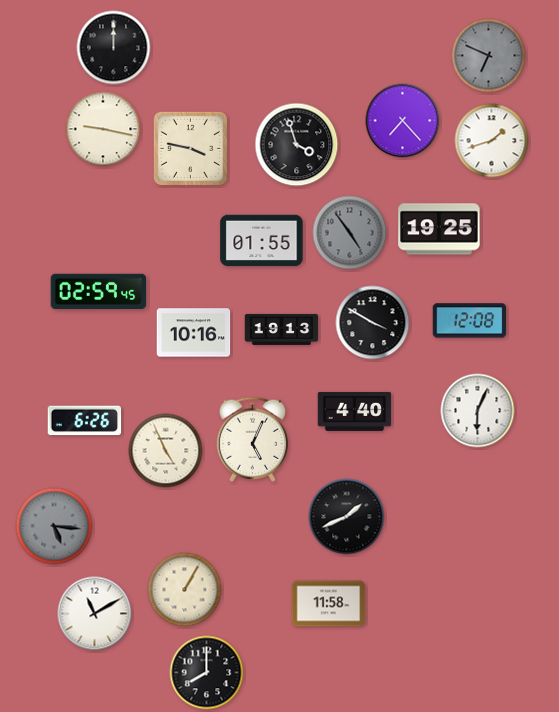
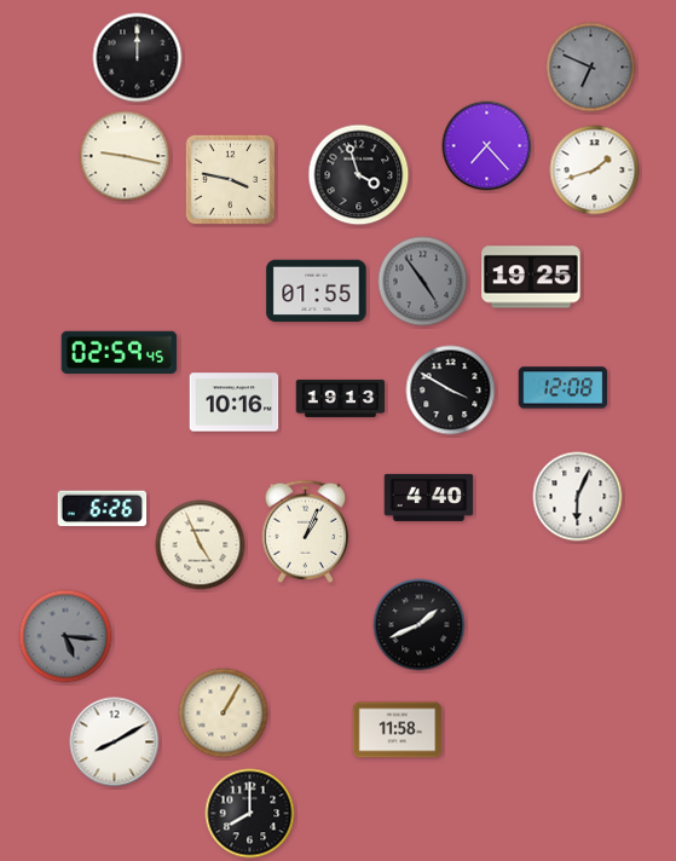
clock at (470, 321) position: (470, 321) -> (564, 388)
clock at (253, 439): 5:04 -> 1:04
clock at (95, 614): 11:10 -> 8:10
